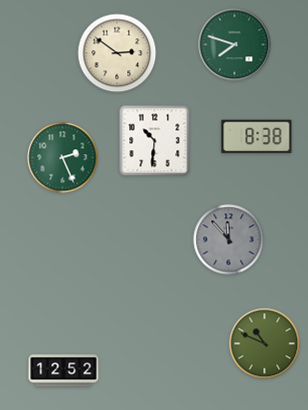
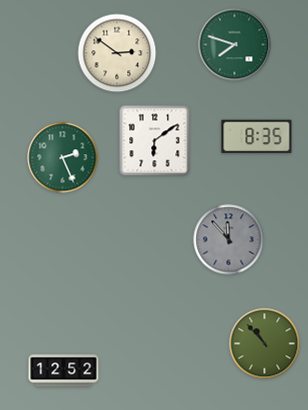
clock at (257, 137): 8:38 -> 8:35
clock at (155, 141): 10:31 -> 6:09
clock at (265, 344): 10:49 -> 10:53
